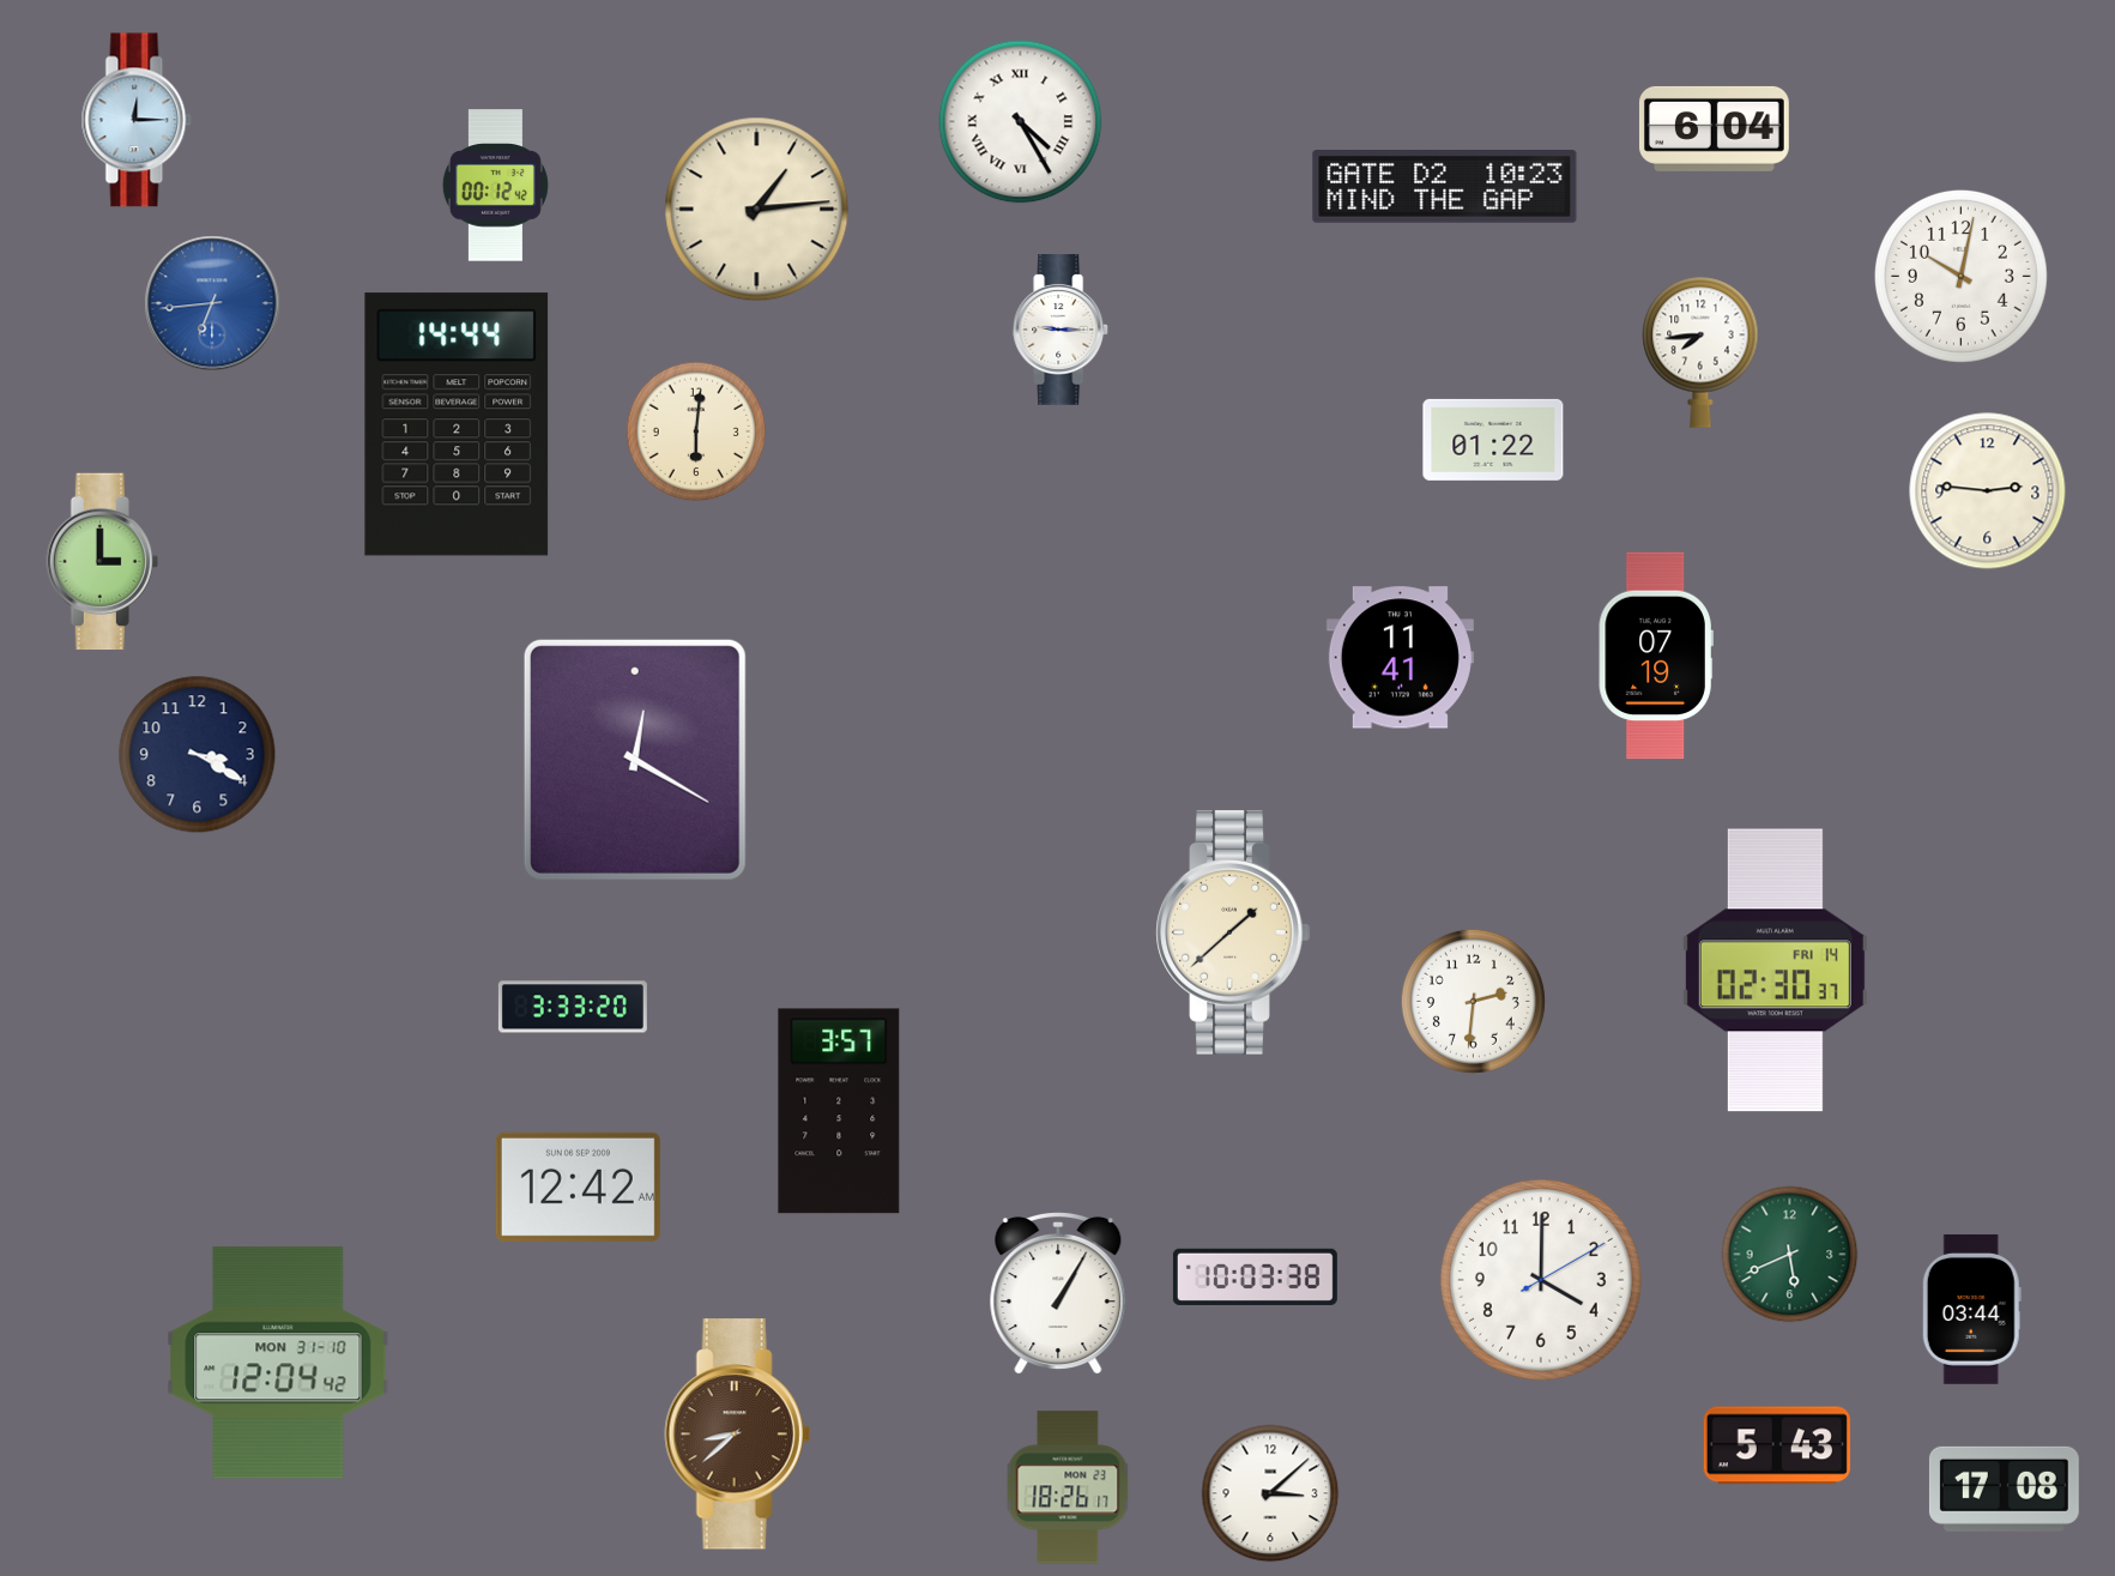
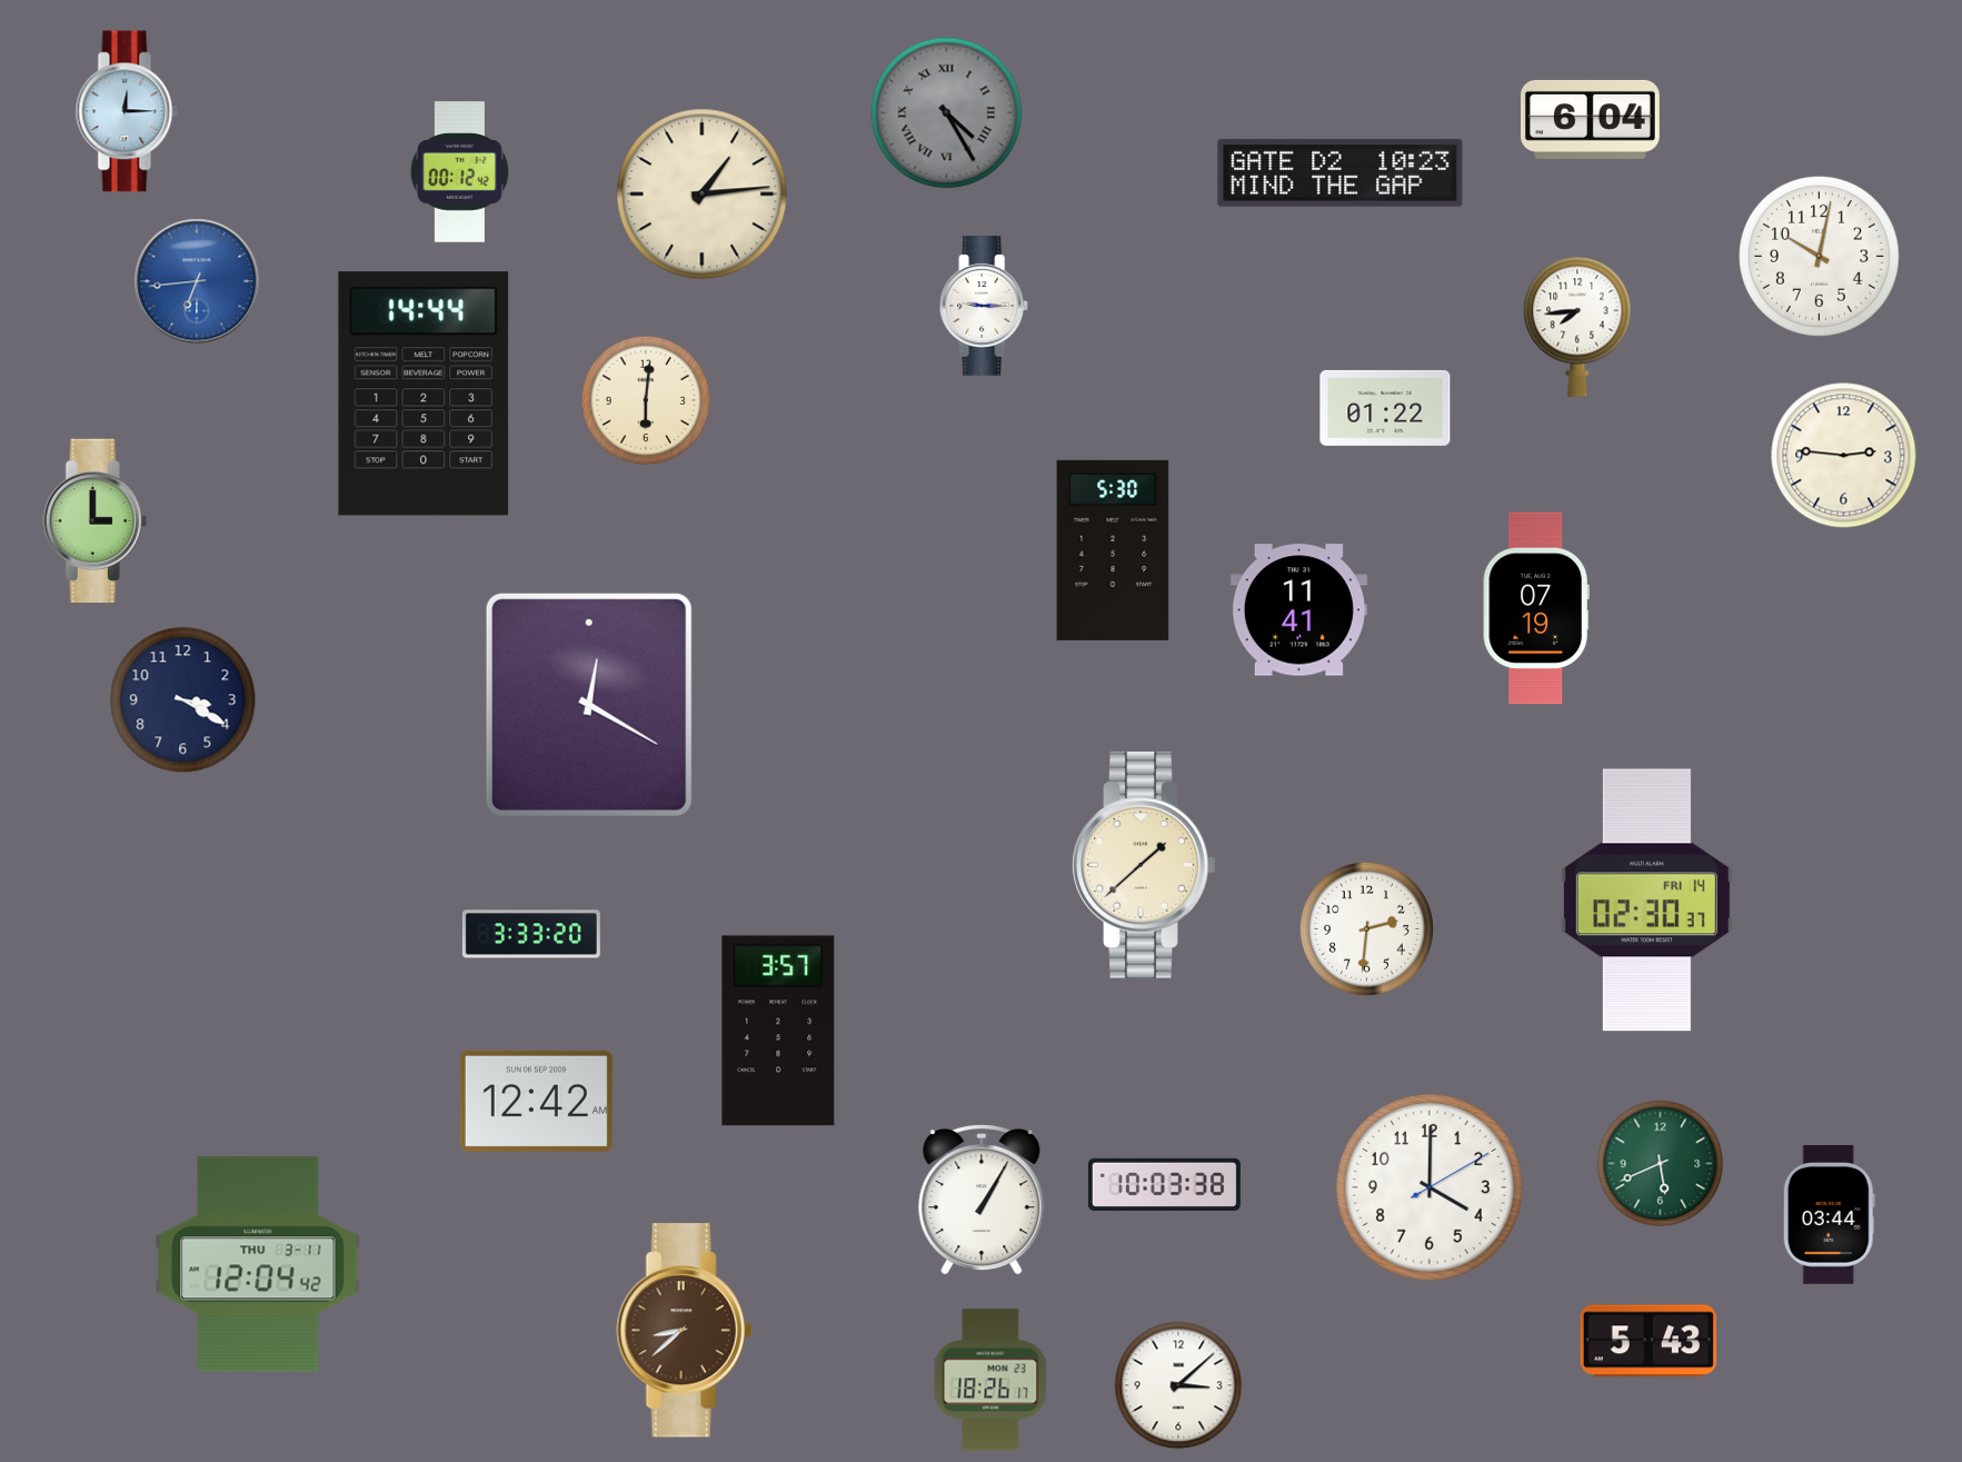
clock at (1021, 122) dial: white -> grey
clock at (1113, 550): none -> 5:30
clock at (278, 1363) date: MON 31-10 -> THU 3-11
clock at (2004, 1489): 17:08 -> none
